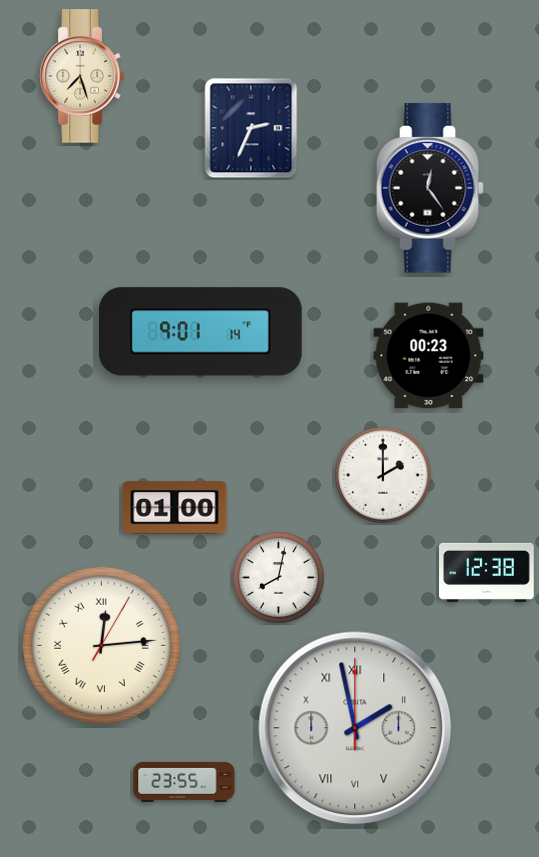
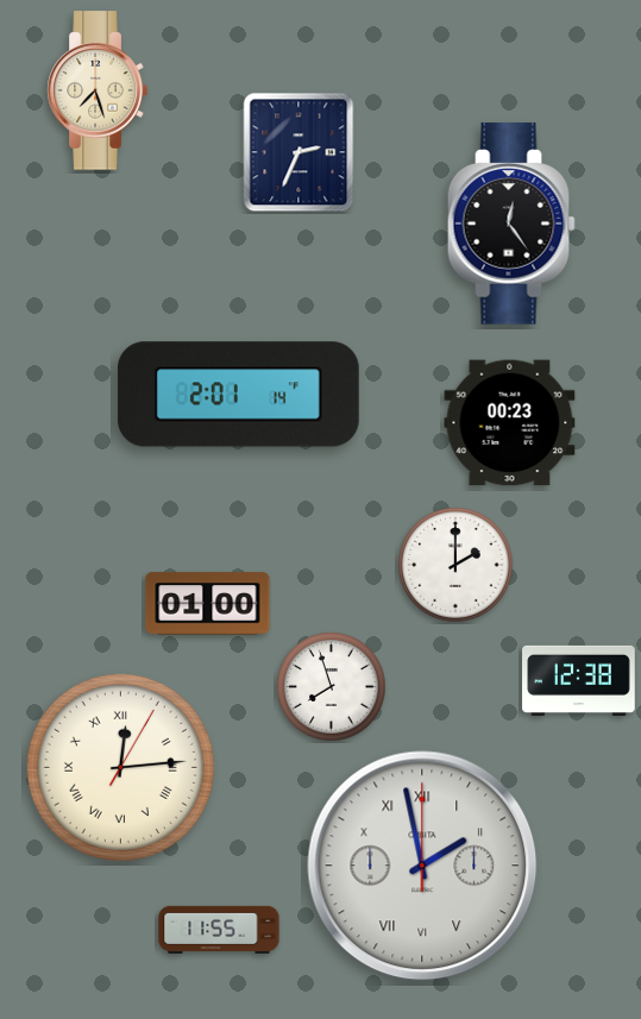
clock at (200, 332): 9:01 -> 2:01
clock at (279, 578): 8:02 -> 7:57
clock at (184, 782): 23:55 -> 11:55
